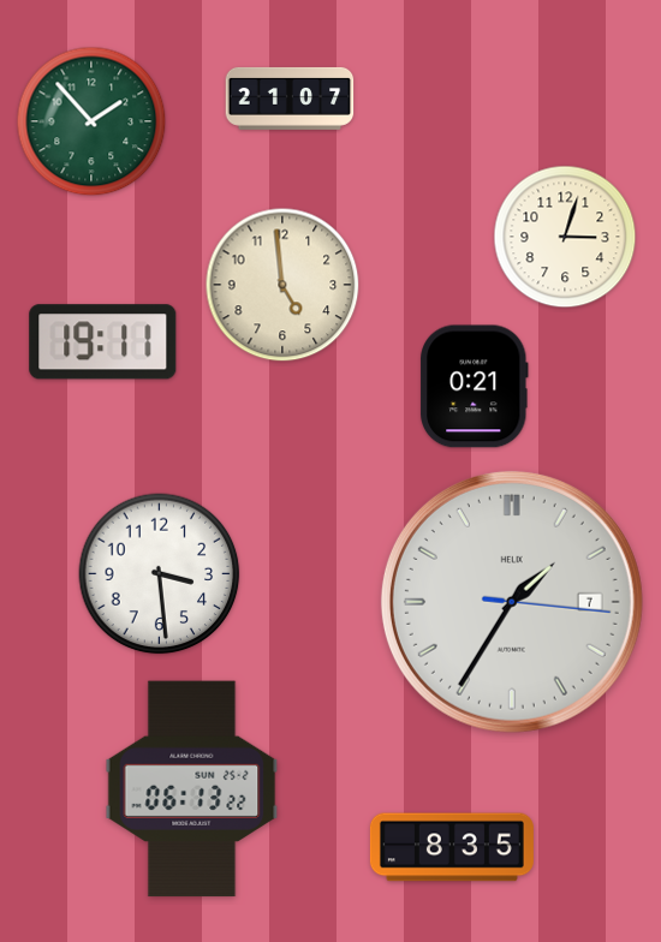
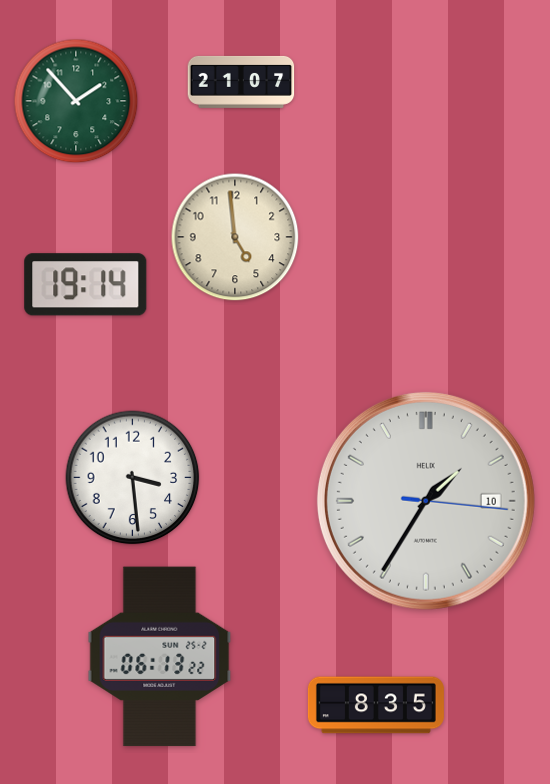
clock at (565, 237): 3:03 -> none
clock at (103, 342): 19:11 -> 19:14
clock at (475, 387): 0:21 -> none
clock at (512, 602) date: 7 -> 10
